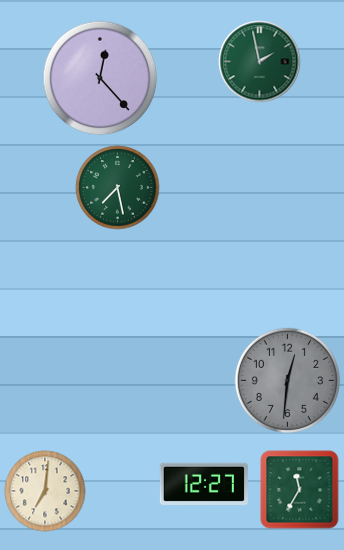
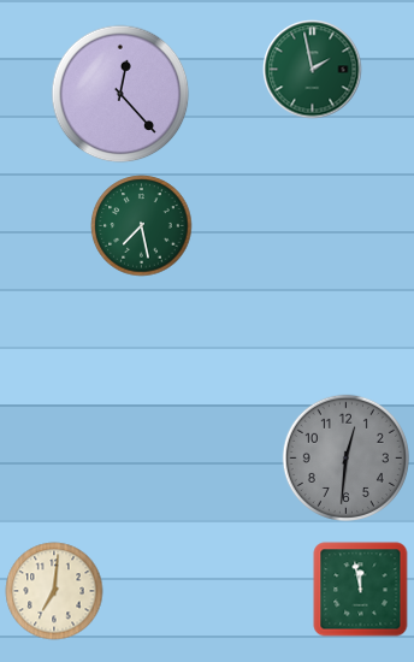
clock at (259, 61) position: (259, 61) -> (312, 69)
clock at (203, 484): 12:27 -> none
clock at (299, 489): 11:35 -> 11:58
